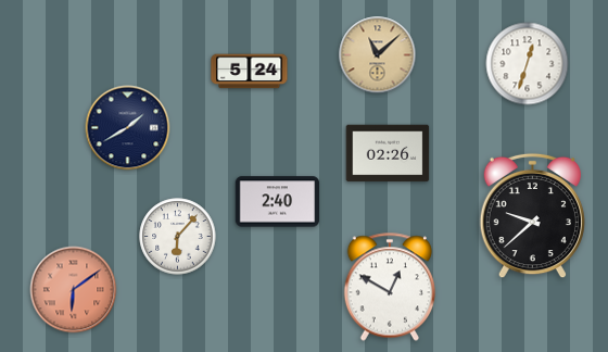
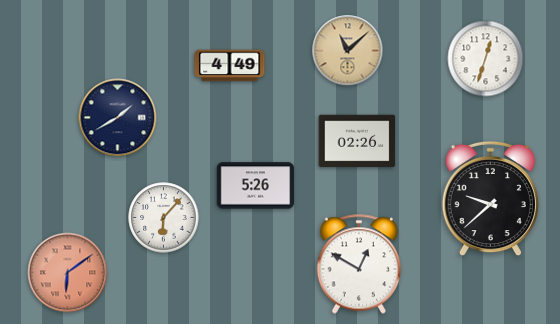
clock at (250, 72): 5:24 -> 4:49
clock at (278, 202): 2:40 -> 5:26
clock at (74, 290) position: (74, 290) -> (68, 273)
